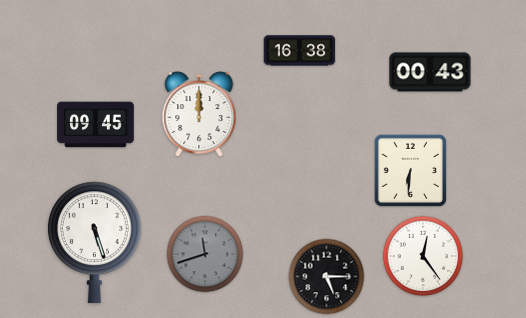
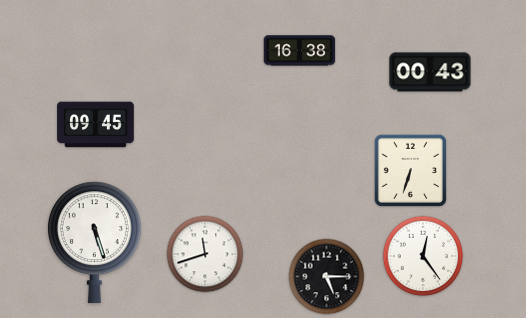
clock at (199, 114): 12:00 -> none
clock at (410, 170): 6:31 -> 6:33
clock at (205, 254) dial: grey -> white
